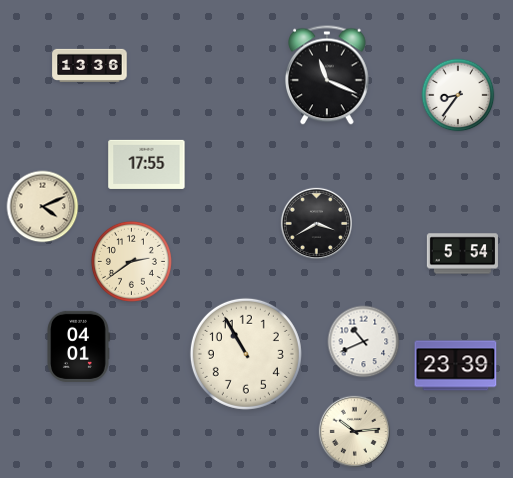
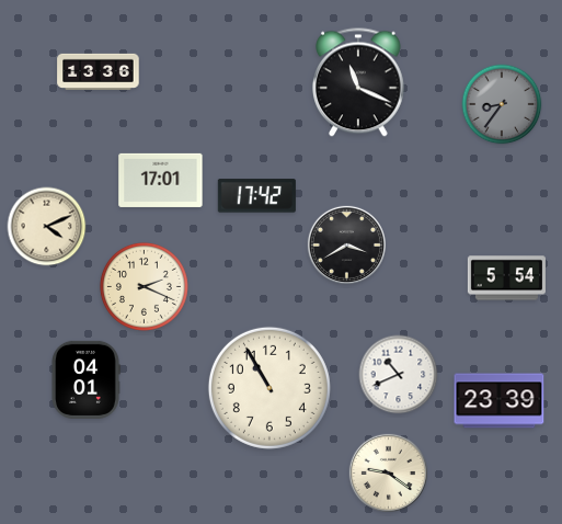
clock at (458, 95) dial: white -> grey
clock at (147, 164): 17:55 -> 17:01
clock at (256, 196): none -> 17:42
clock at (131, 261): 2:39 -> 2:19
clock at (354, 431): 10:14 -> 9:21
